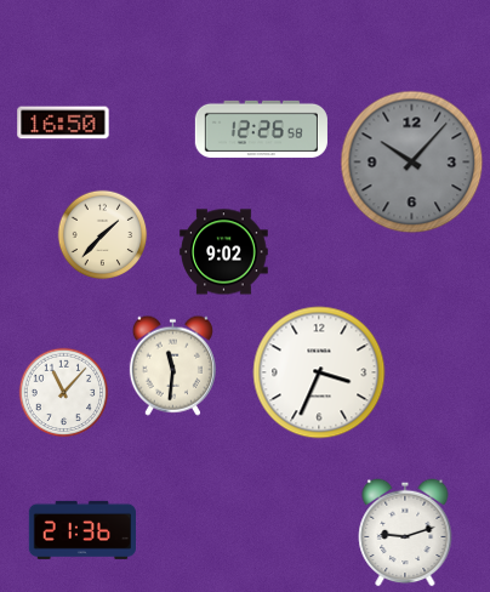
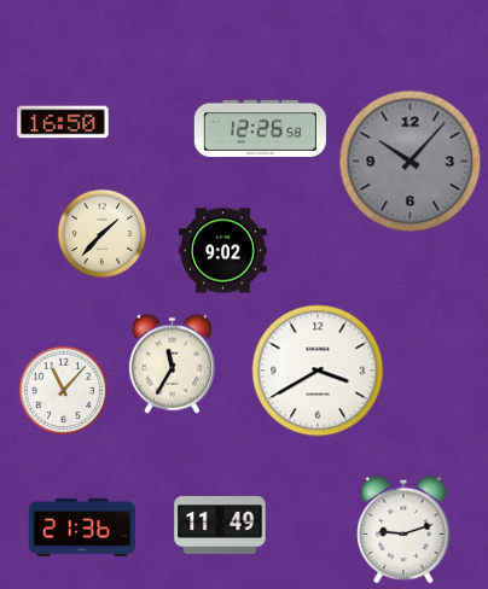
clock at (172, 365): 11:31 -> 11:35
clock at (319, 372): 3:34 -> 3:40
clock at (220, 525): none -> 11:49
